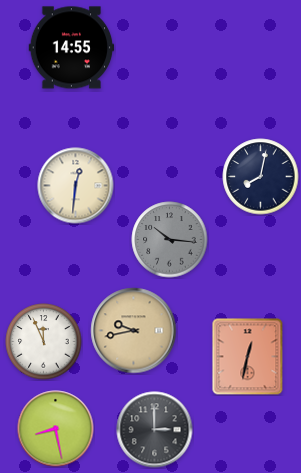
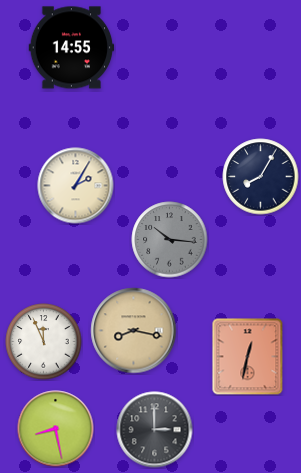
clock at (261, 177): 8:02 -> 8:05
clock at (76, 186): 12:31 -> 2:05
clock at (134, 331): 9:43 -> 8:17
